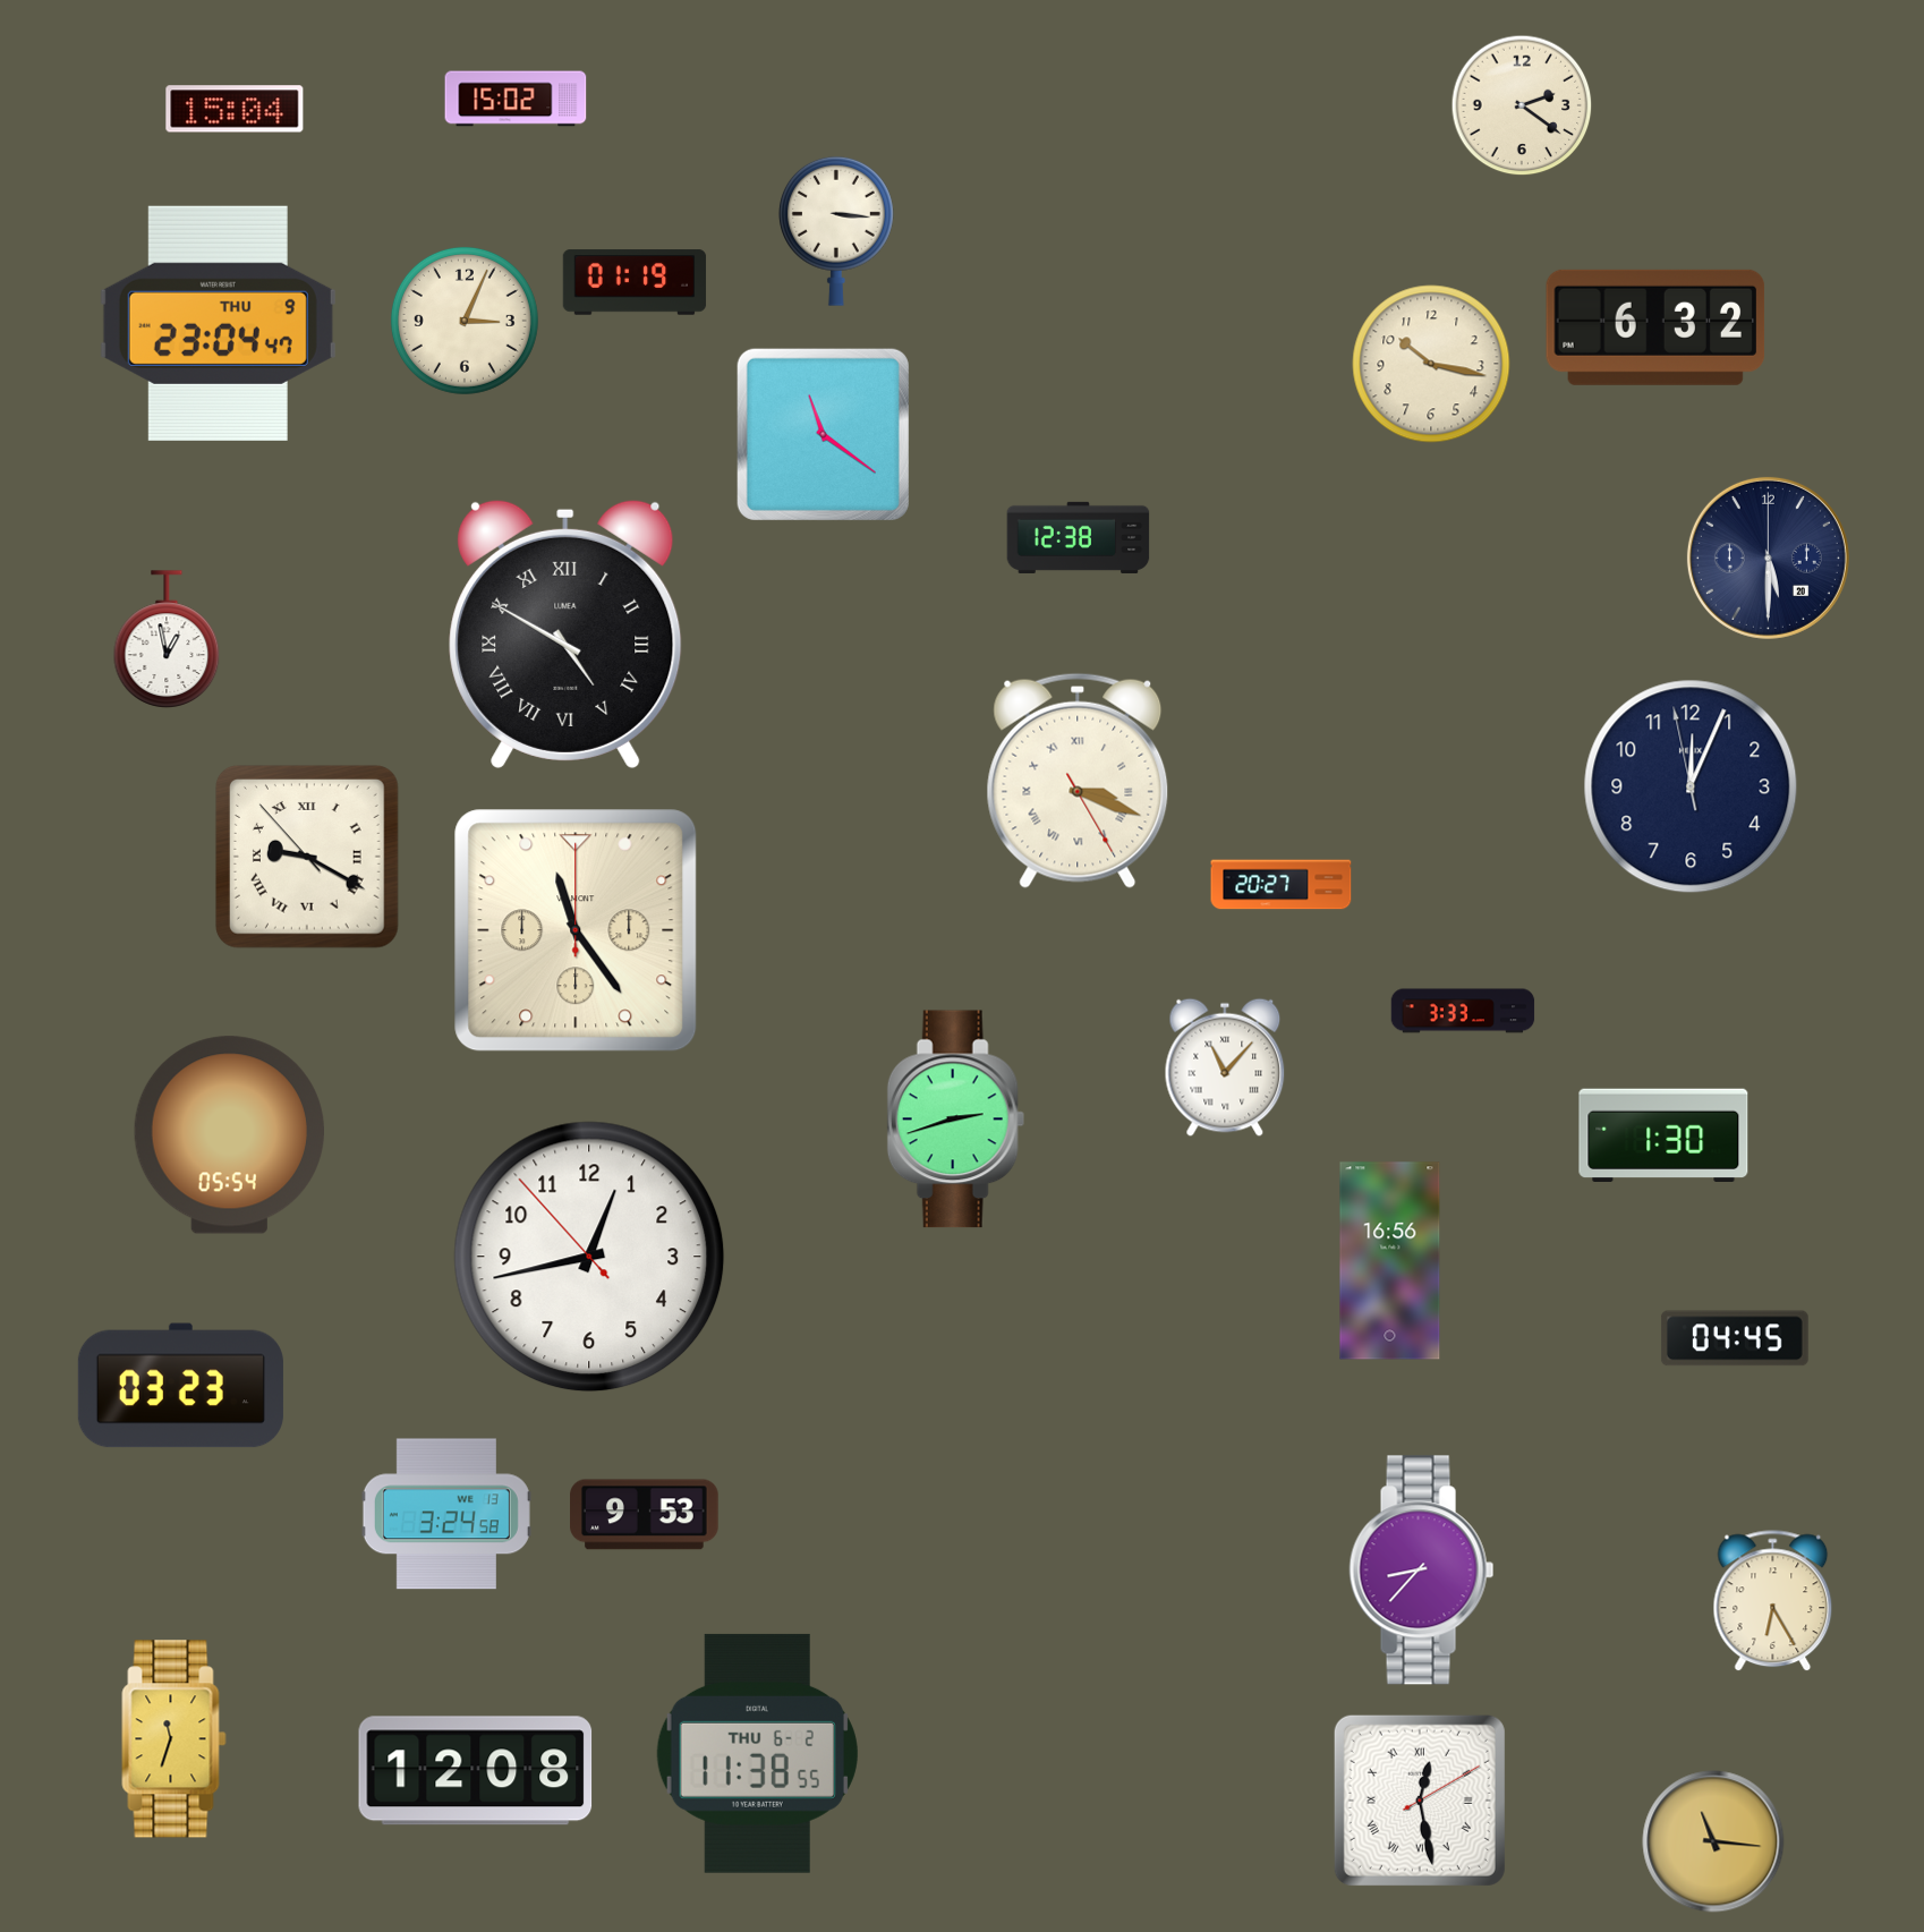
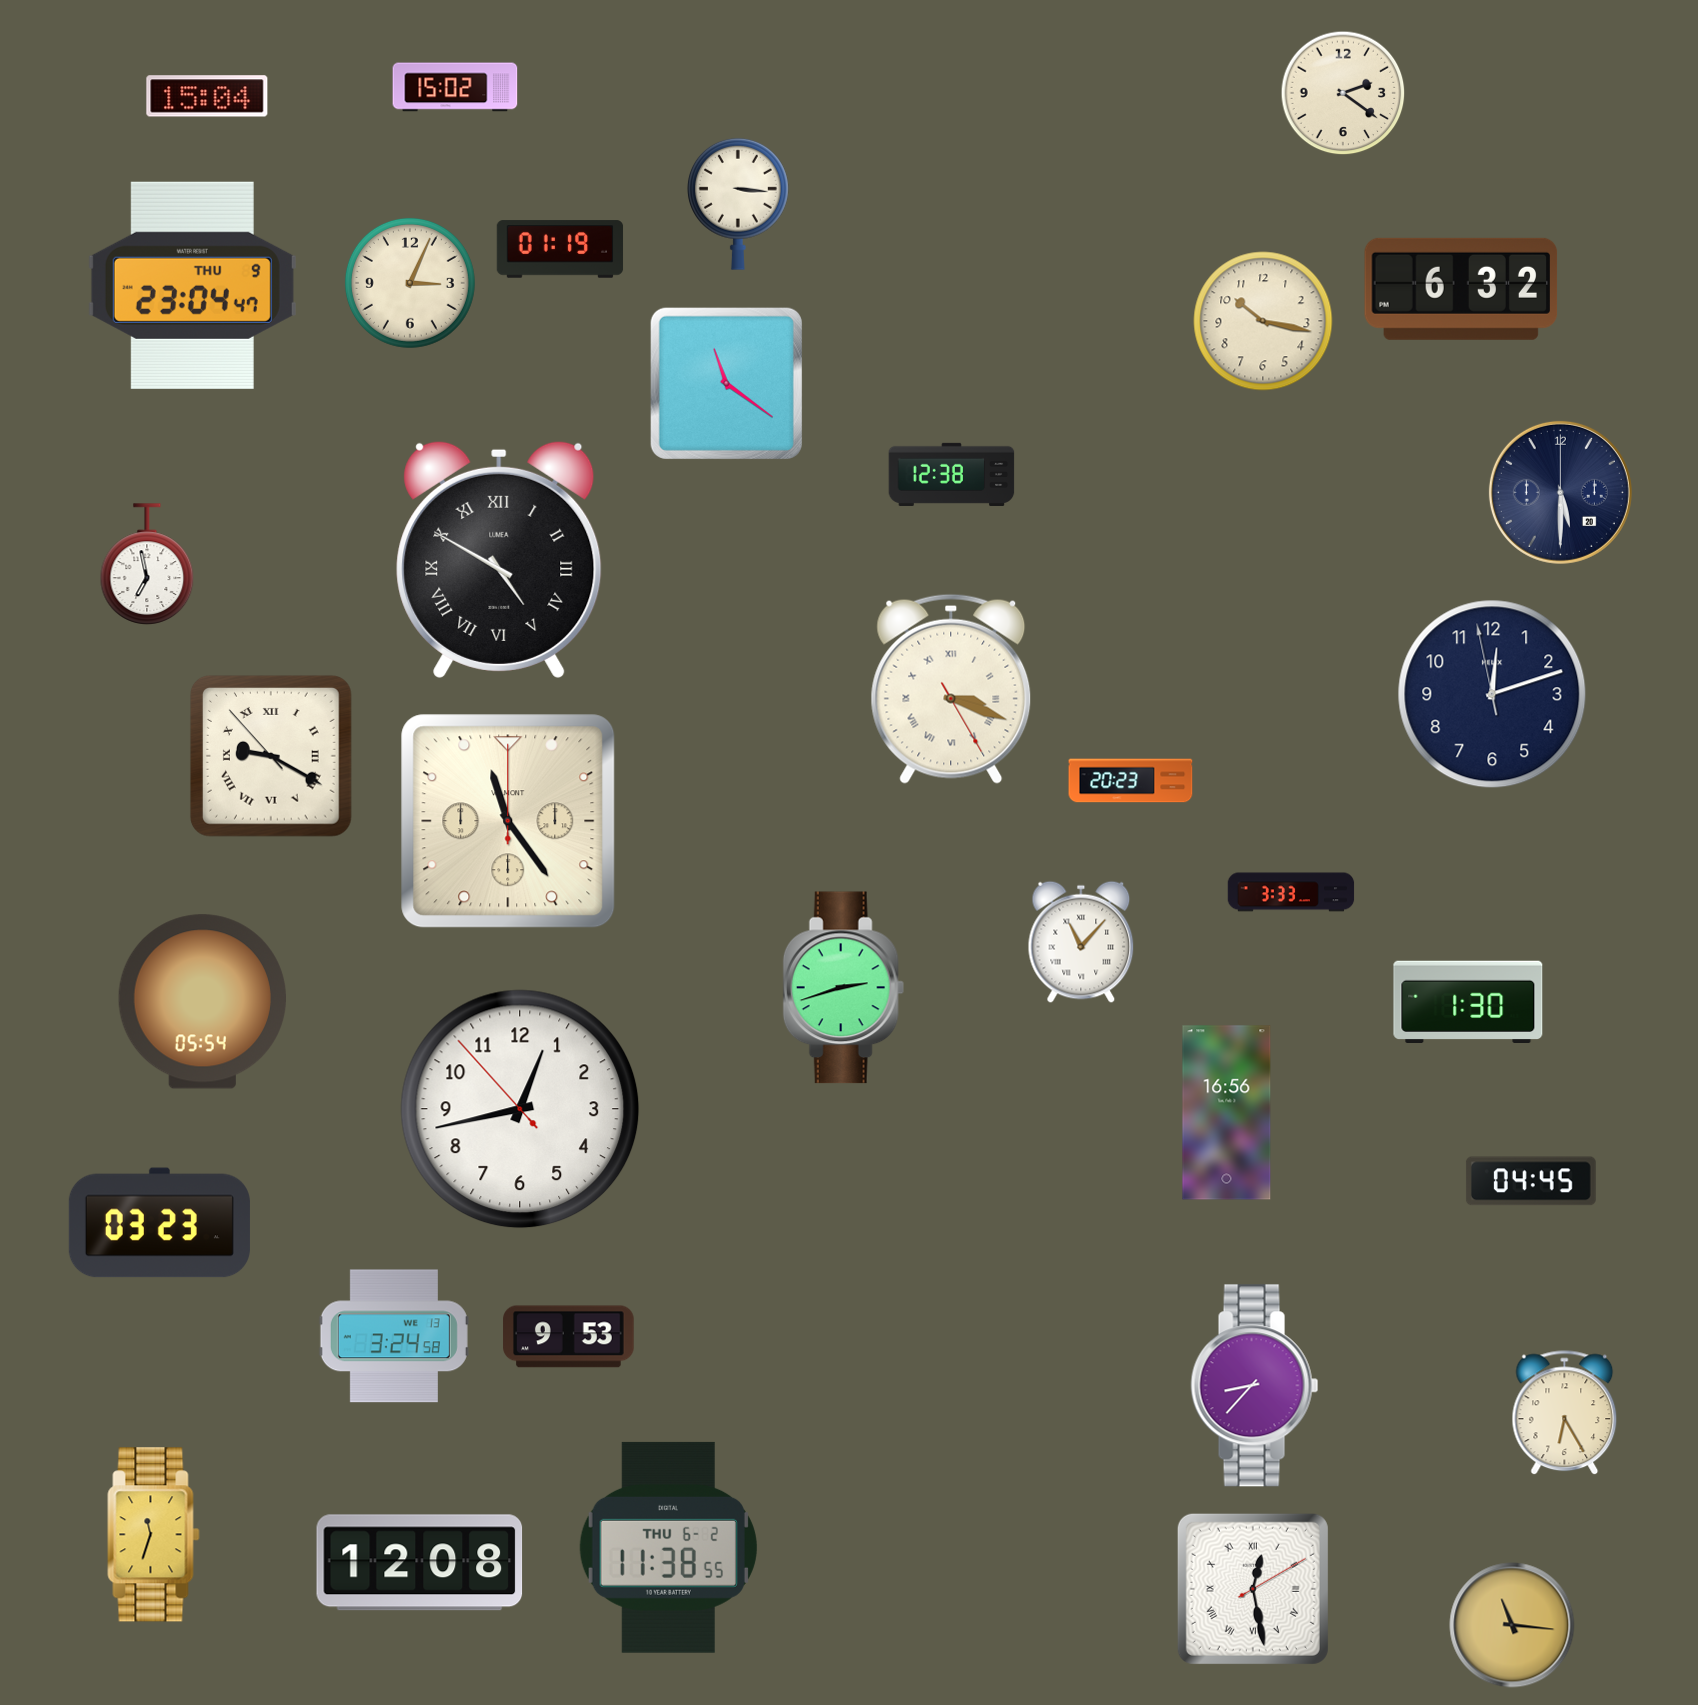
clock at (167, 639): 12:58 -> 6:58
clock at (1691, 786): 12:03 -> 12:11
clock at (1282, 885): 20:27 -> 20:23
